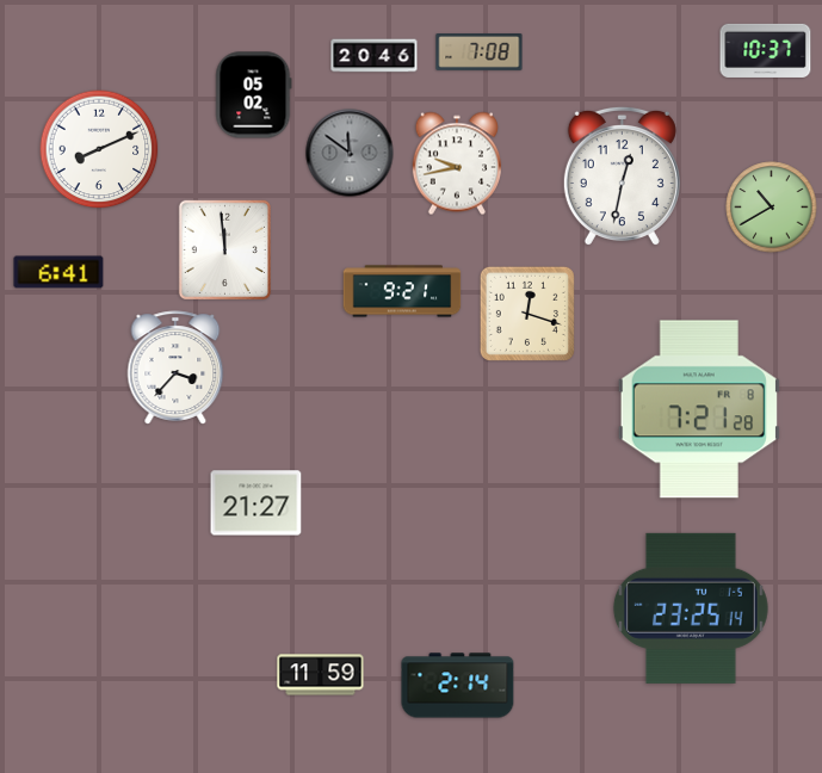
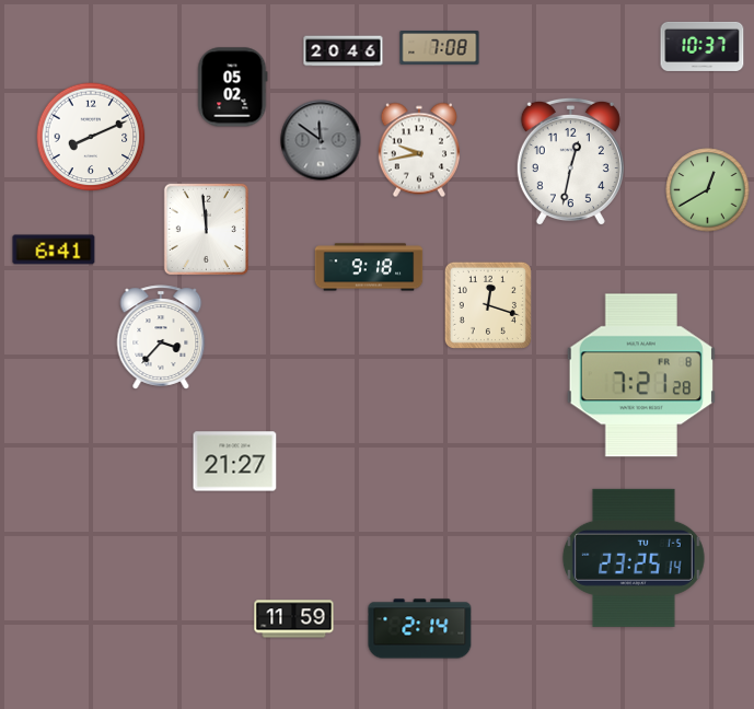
clock at (772, 208): 10:40 -> 12:40
clock at (402, 291): 9:21 -> 9:18
clock at (527, 314) position: (527, 314) -> (488, 305)
